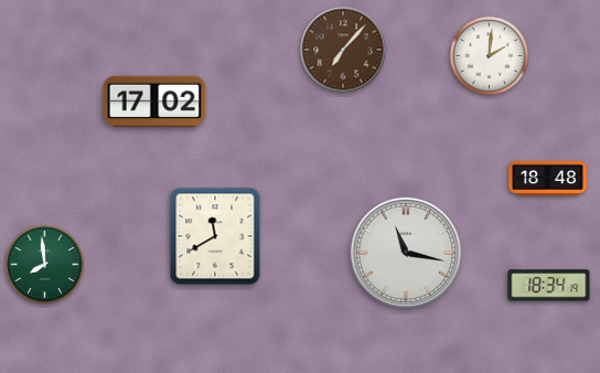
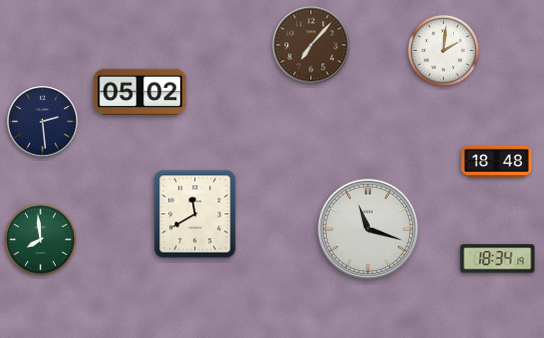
clock at (154, 102): 17:02 -> 05:02
clock at (43, 122): none -> 2:29
clock at (405, 252): 11:17 -> 11:18
